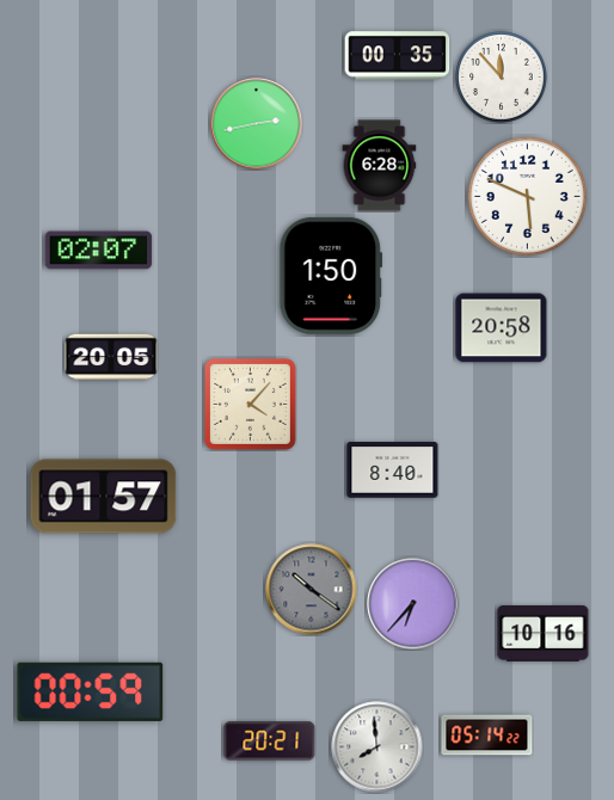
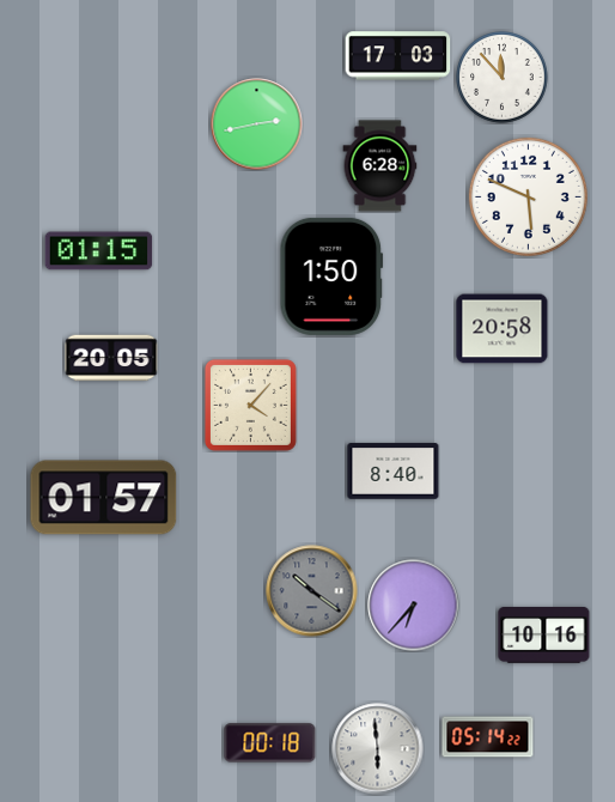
clock at (398, 56): 00:35 -> 17:03
clock at (99, 251): 02:07 -> 01:15
clock at (91, 691): 00:59 -> none
clock at (270, 741): 20:21 -> 00:18
clock at (377, 747): 7:59 -> 5:59
